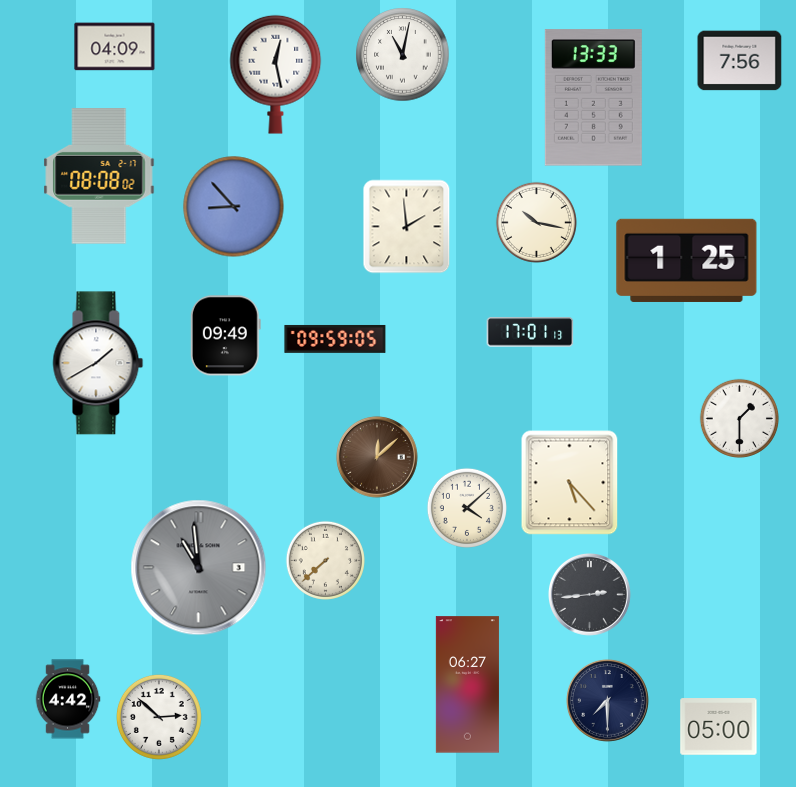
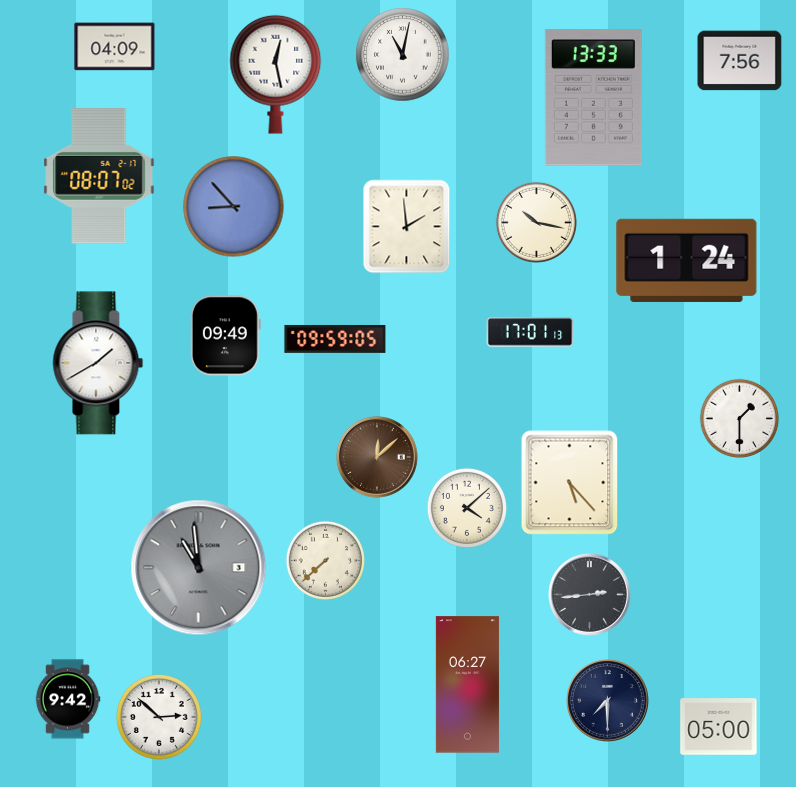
clock at (99, 176): 08:08 -> 08:07
clock at (687, 260): 1:25 -> 1:24
clock at (68, 699): 4:42 -> 9:42
